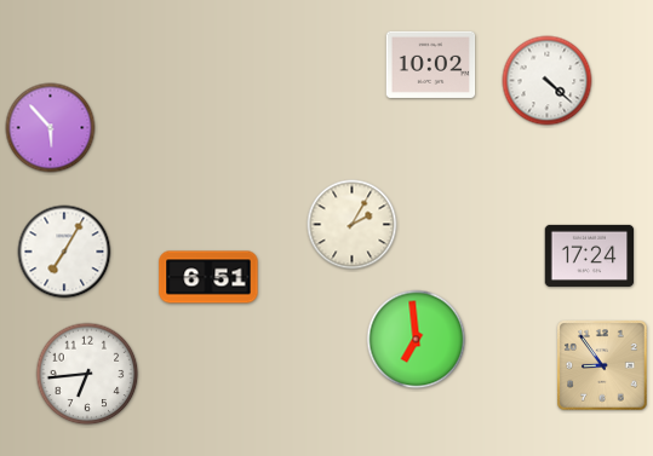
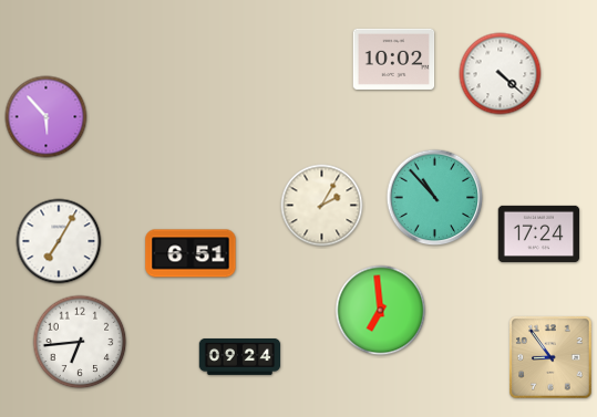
clock at (435, 198): none -> 10:53
clock at (64, 252) position: (64, 252) -> (59, 241)
clock at (602, 365) position: (602, 365) -> (550, 357)
clock at (240, 356): none -> 09:24
